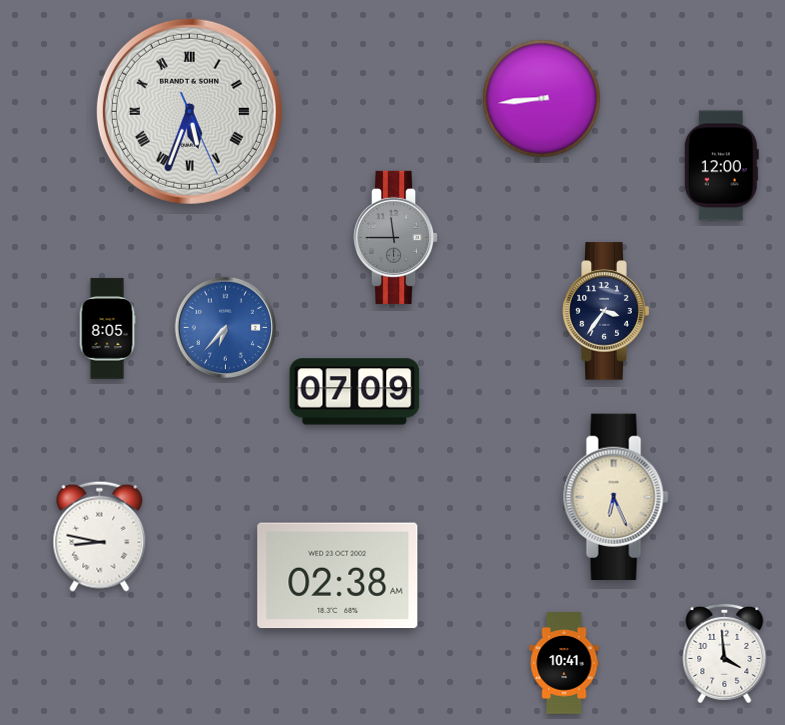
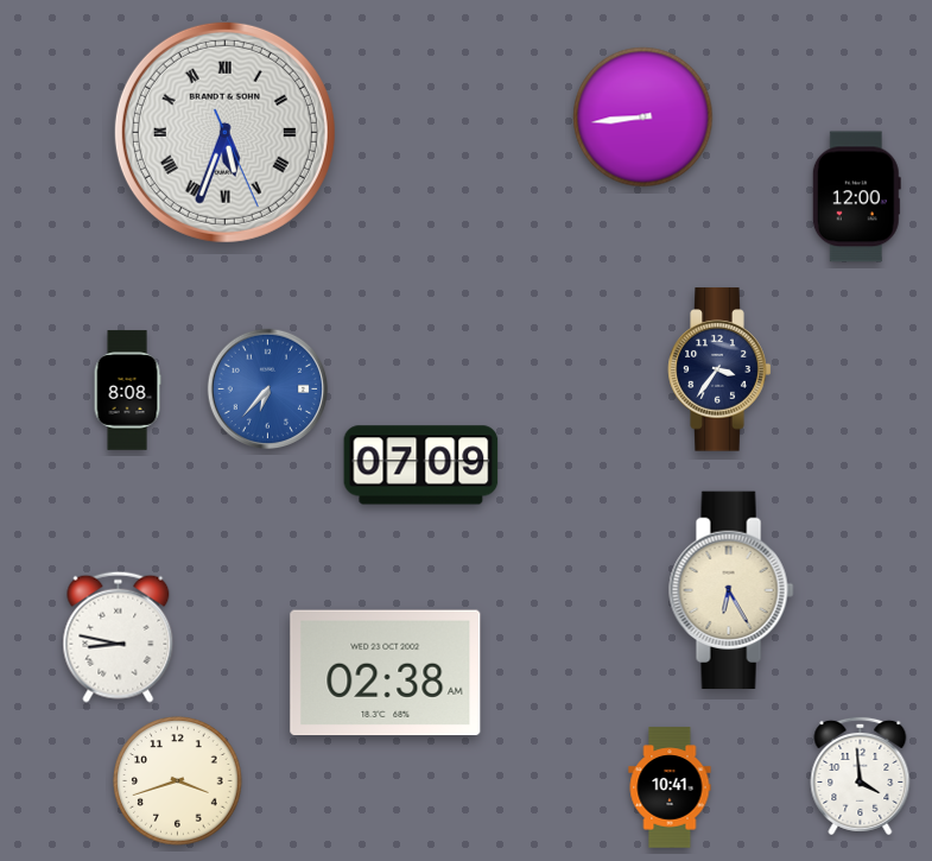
clock at (397, 237): 11:45 -> none
clock at (107, 329): 8:05 -> 8:08
clock at (616, 497): 6:26 -> 6:25
clock at (338, 576) position: (338, 576) -> (386, 673)
clock at (178, 781): none -> 3:42
